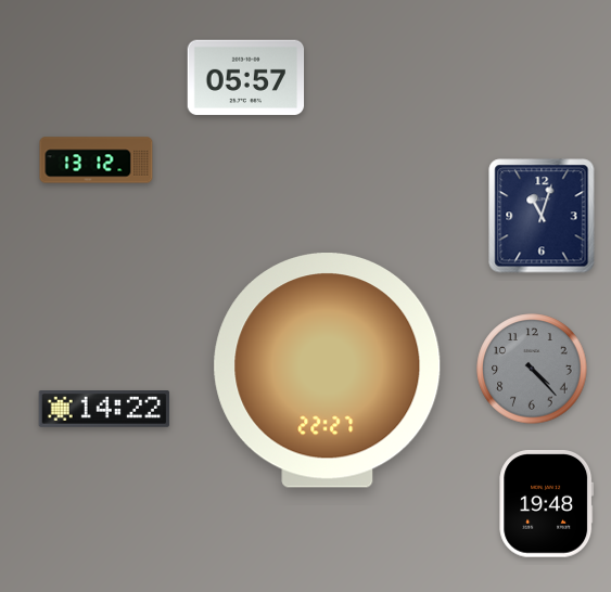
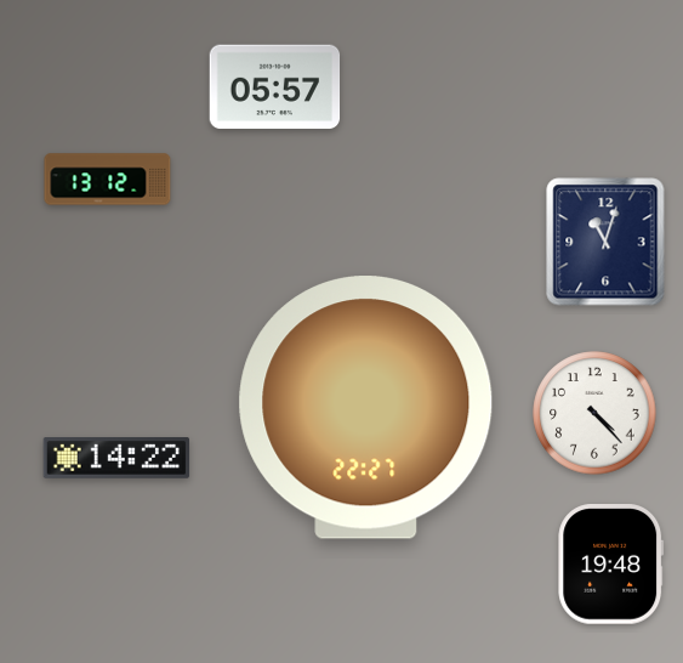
clock at (532, 369) dial: grey -> white
clock at (328, 371) position: (328, 371) -> (366, 408)
